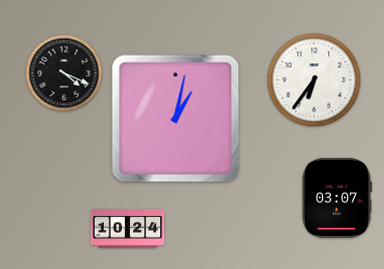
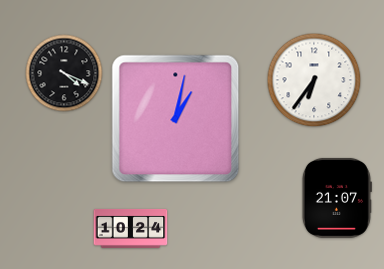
clock at (336, 198): 03:07 -> 21:07
clock at (128, 228) position: (128, 228) -> (131, 228)
